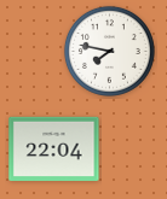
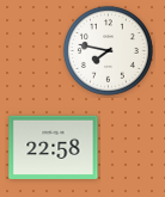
clock at (54, 148): 22:04 -> 22:58
